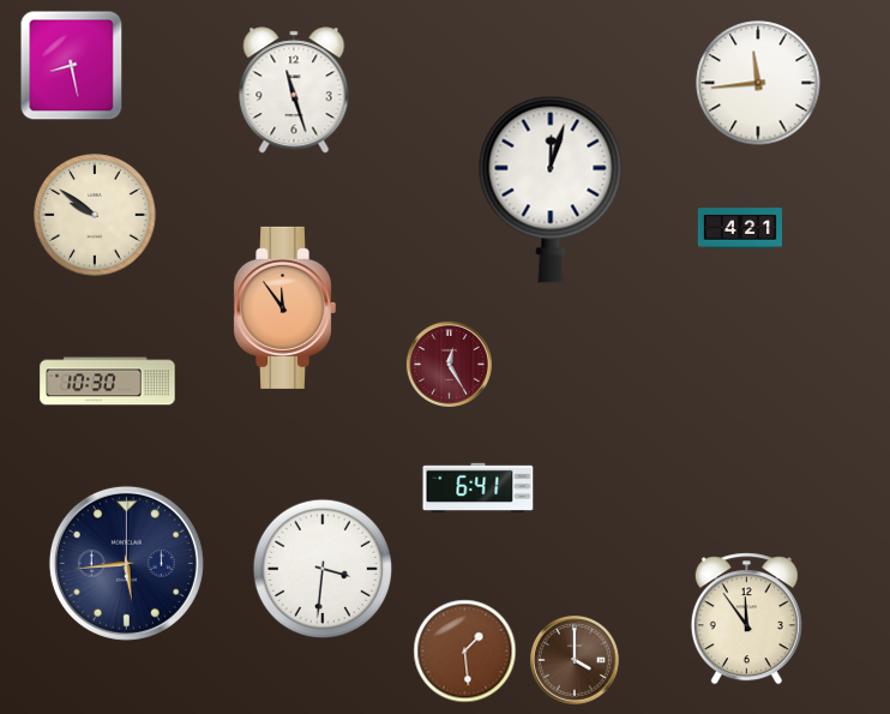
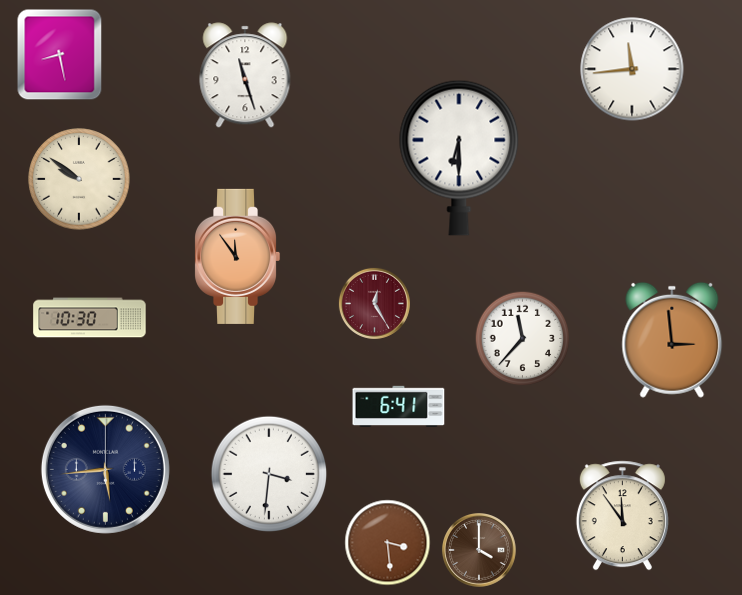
clock at (551, 190): 12:03 -> 6:30
clock at (739, 228): 4:21 -> none
clock at (523, 339): none -> 11:37
clock at (672, 340): none -> 2:59
clock at (465, 652): 1:29 -> 3:29
